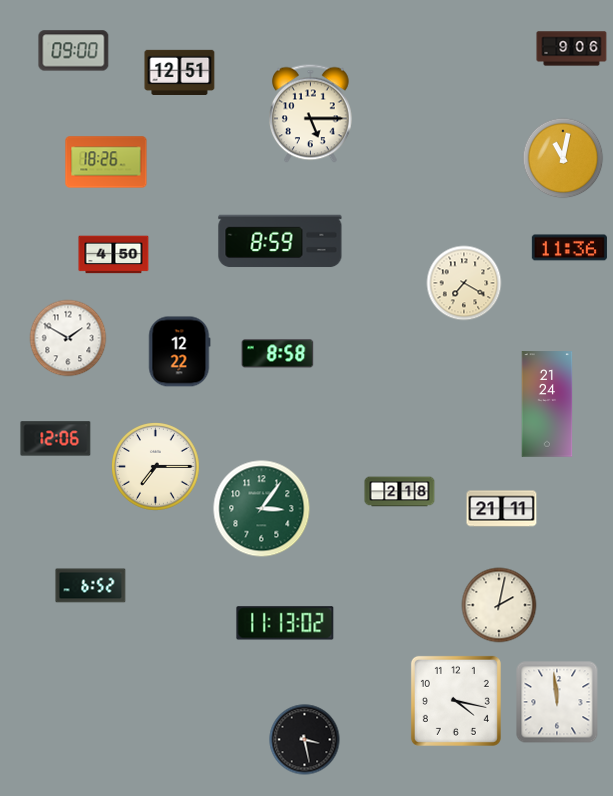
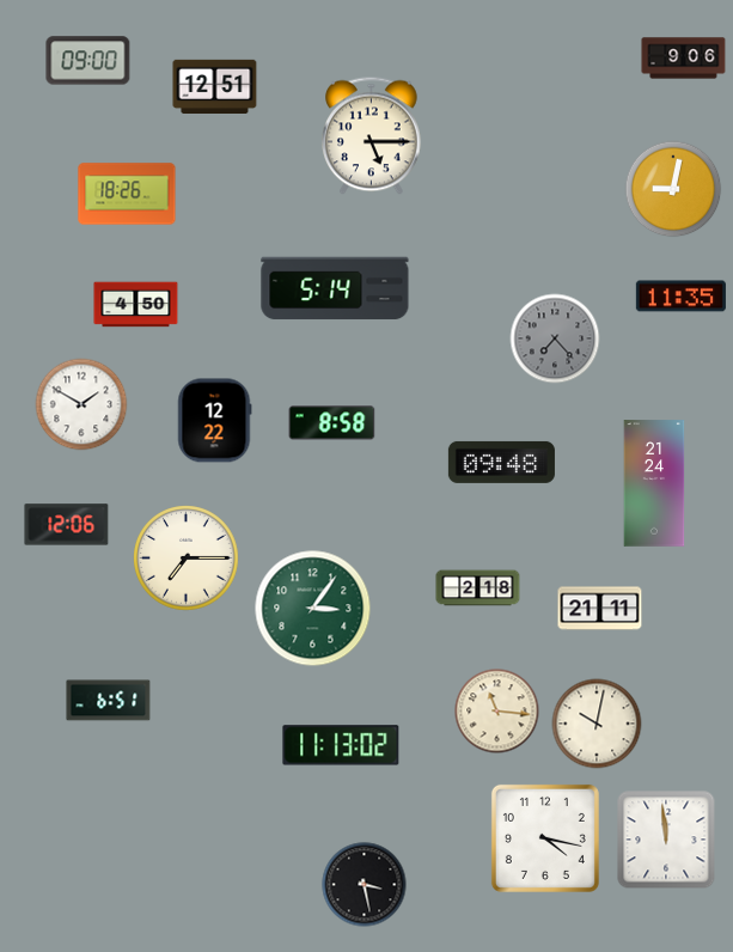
clock at (563, 158): 11:02 -> 9:02
clock at (280, 241): 8:59 -> 5:14
clock at (569, 248): 11:36 -> 11:35
clock at (464, 283): 7:20 -> 7:23
clock at (464, 283) dial: cream -> grey
clock at (501, 462): none -> 09:48
clock at (91, 586): 6:52 -> 6:51
clock at (497, 712): none -> 11:16
clock at (499, 605): 2:02 -> 10:02
